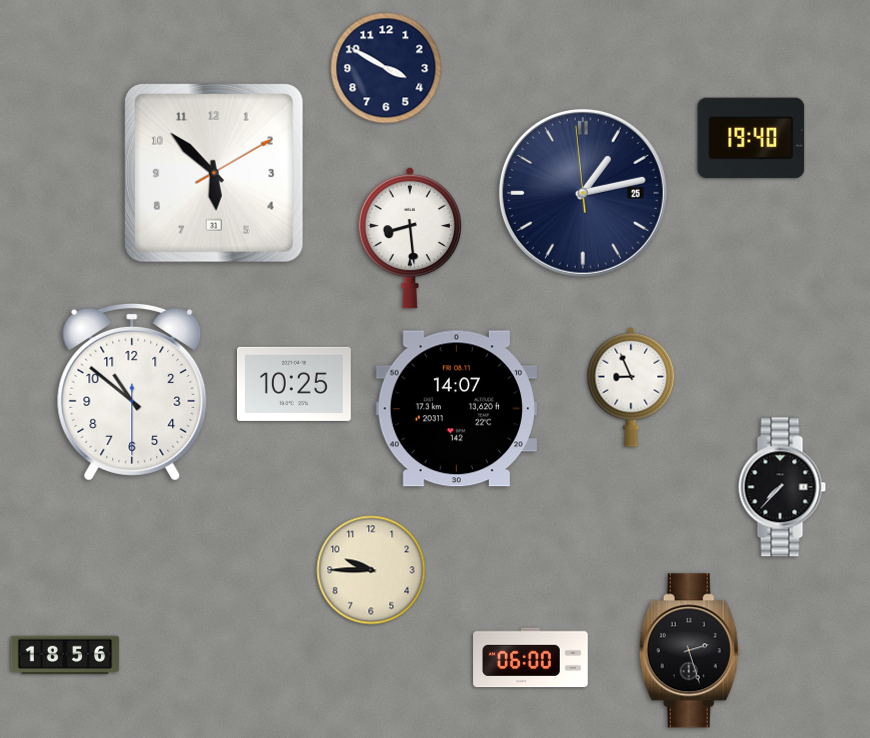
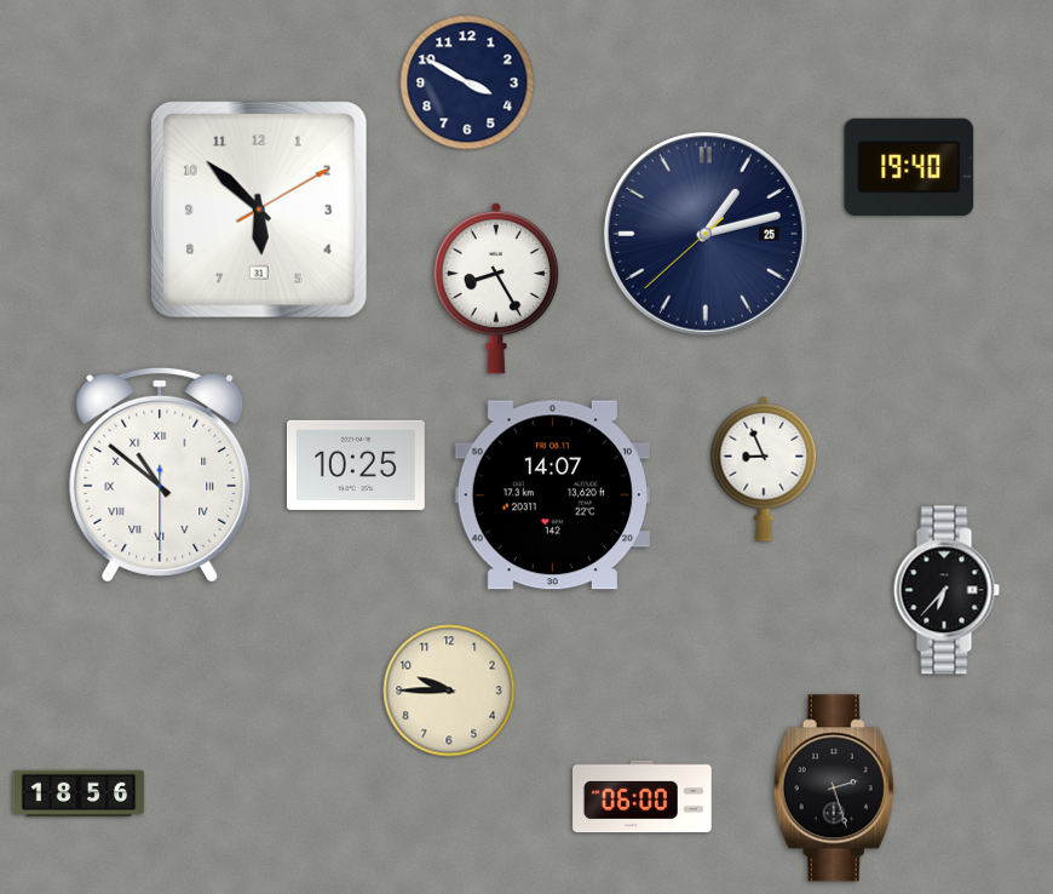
clock at (583, 193): 1:12:59 -> 1:12:38
clock at (409, 238): 8:29 -> 8:25
clock at (132, 392) numerals: Arabic -> Roman
clock at (782, 487): 7:37 -> 6:37
